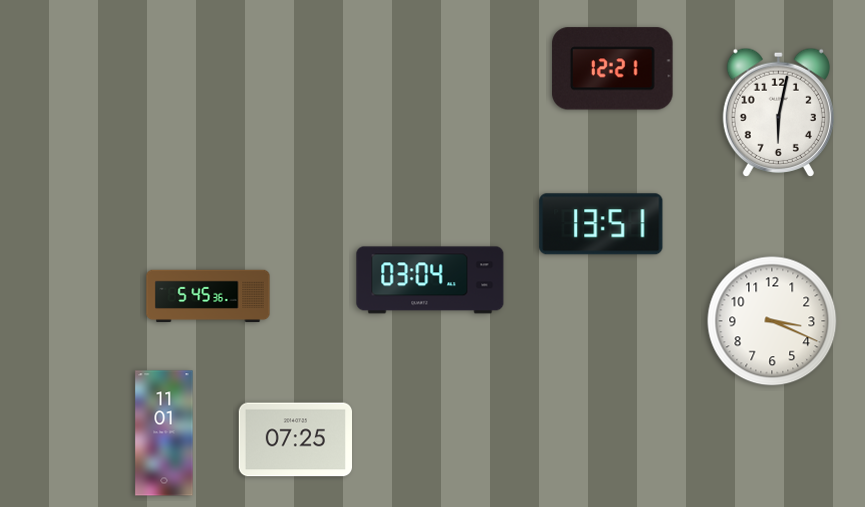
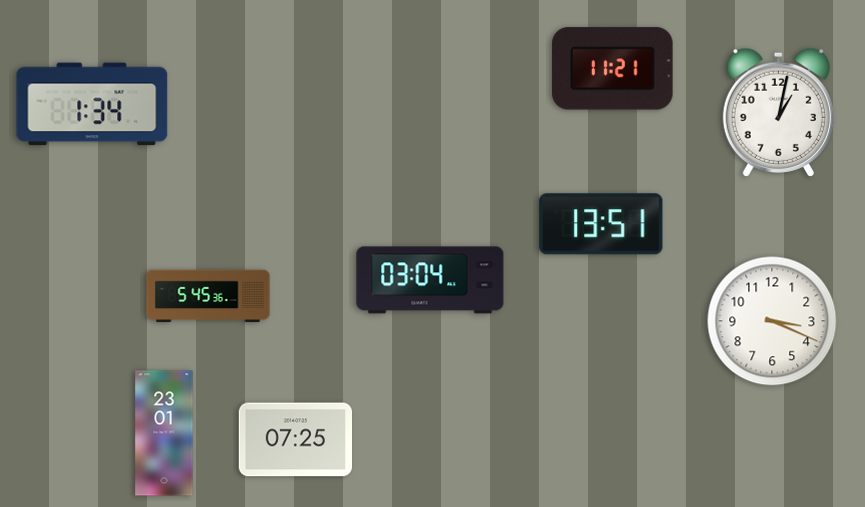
clock at (613, 69): 12:21 -> 11:21
clock at (92, 104): none -> 1:34
clock at (778, 112): 6:02 -> 1:02
clock at (164, 433): 11:01 -> 23:01
